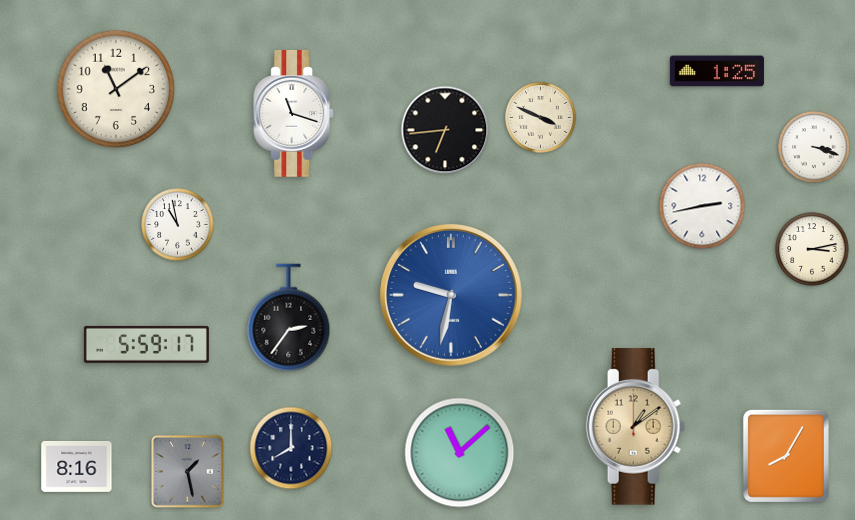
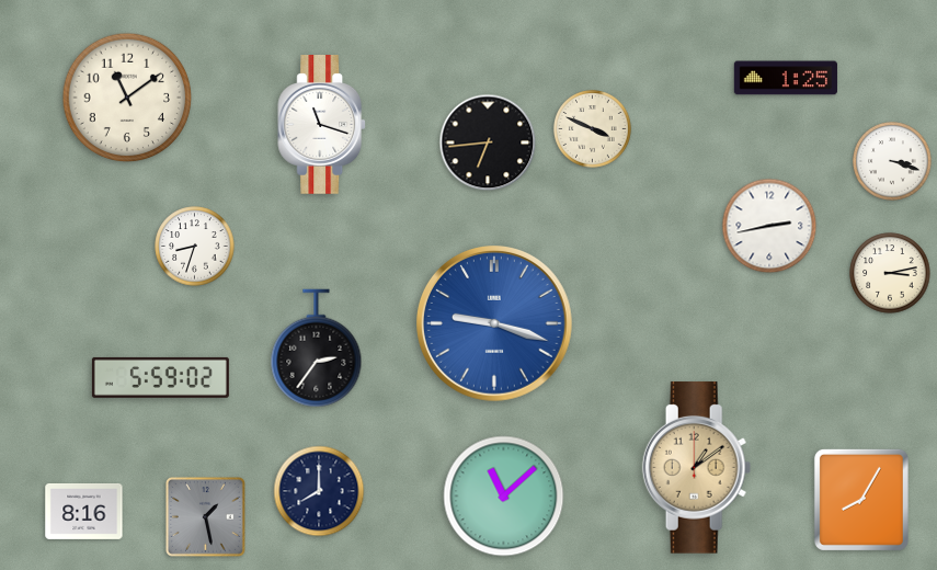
clock at (178, 225): 10:58 -> 8:33
clock at (452, 296): 9:32 -> 9:18
clock at (146, 344): 5:59:17 -> 5:59:02
